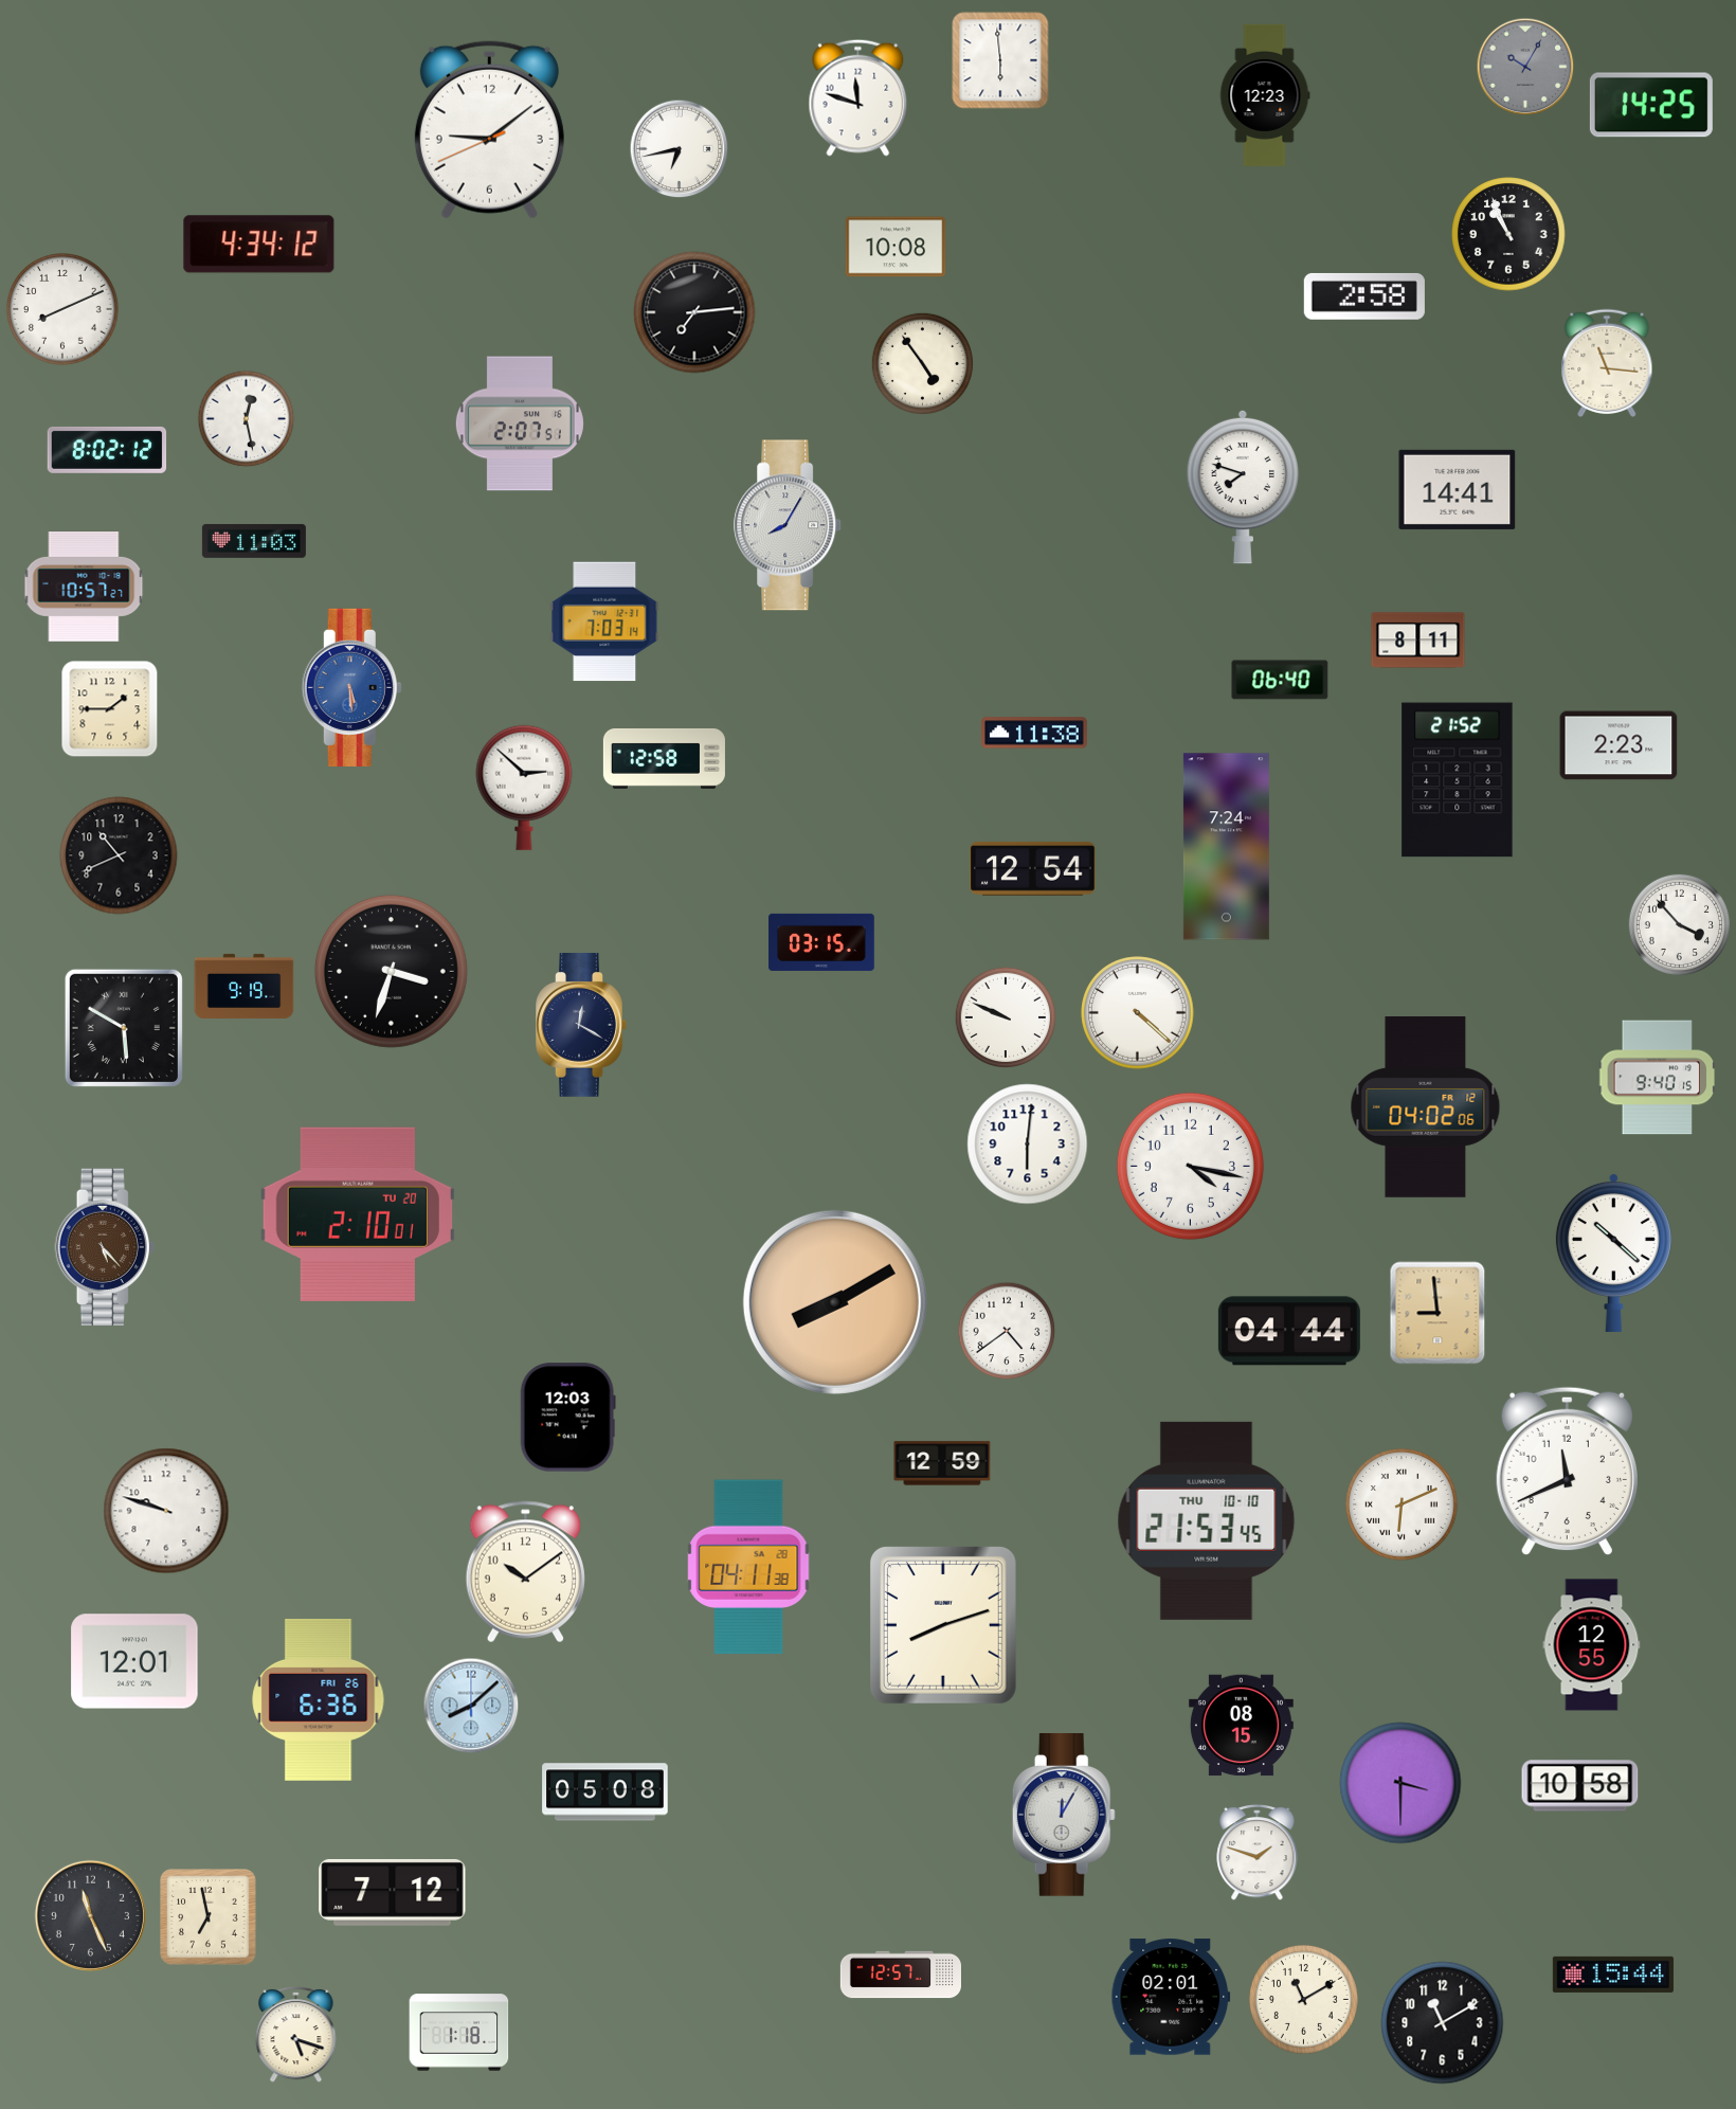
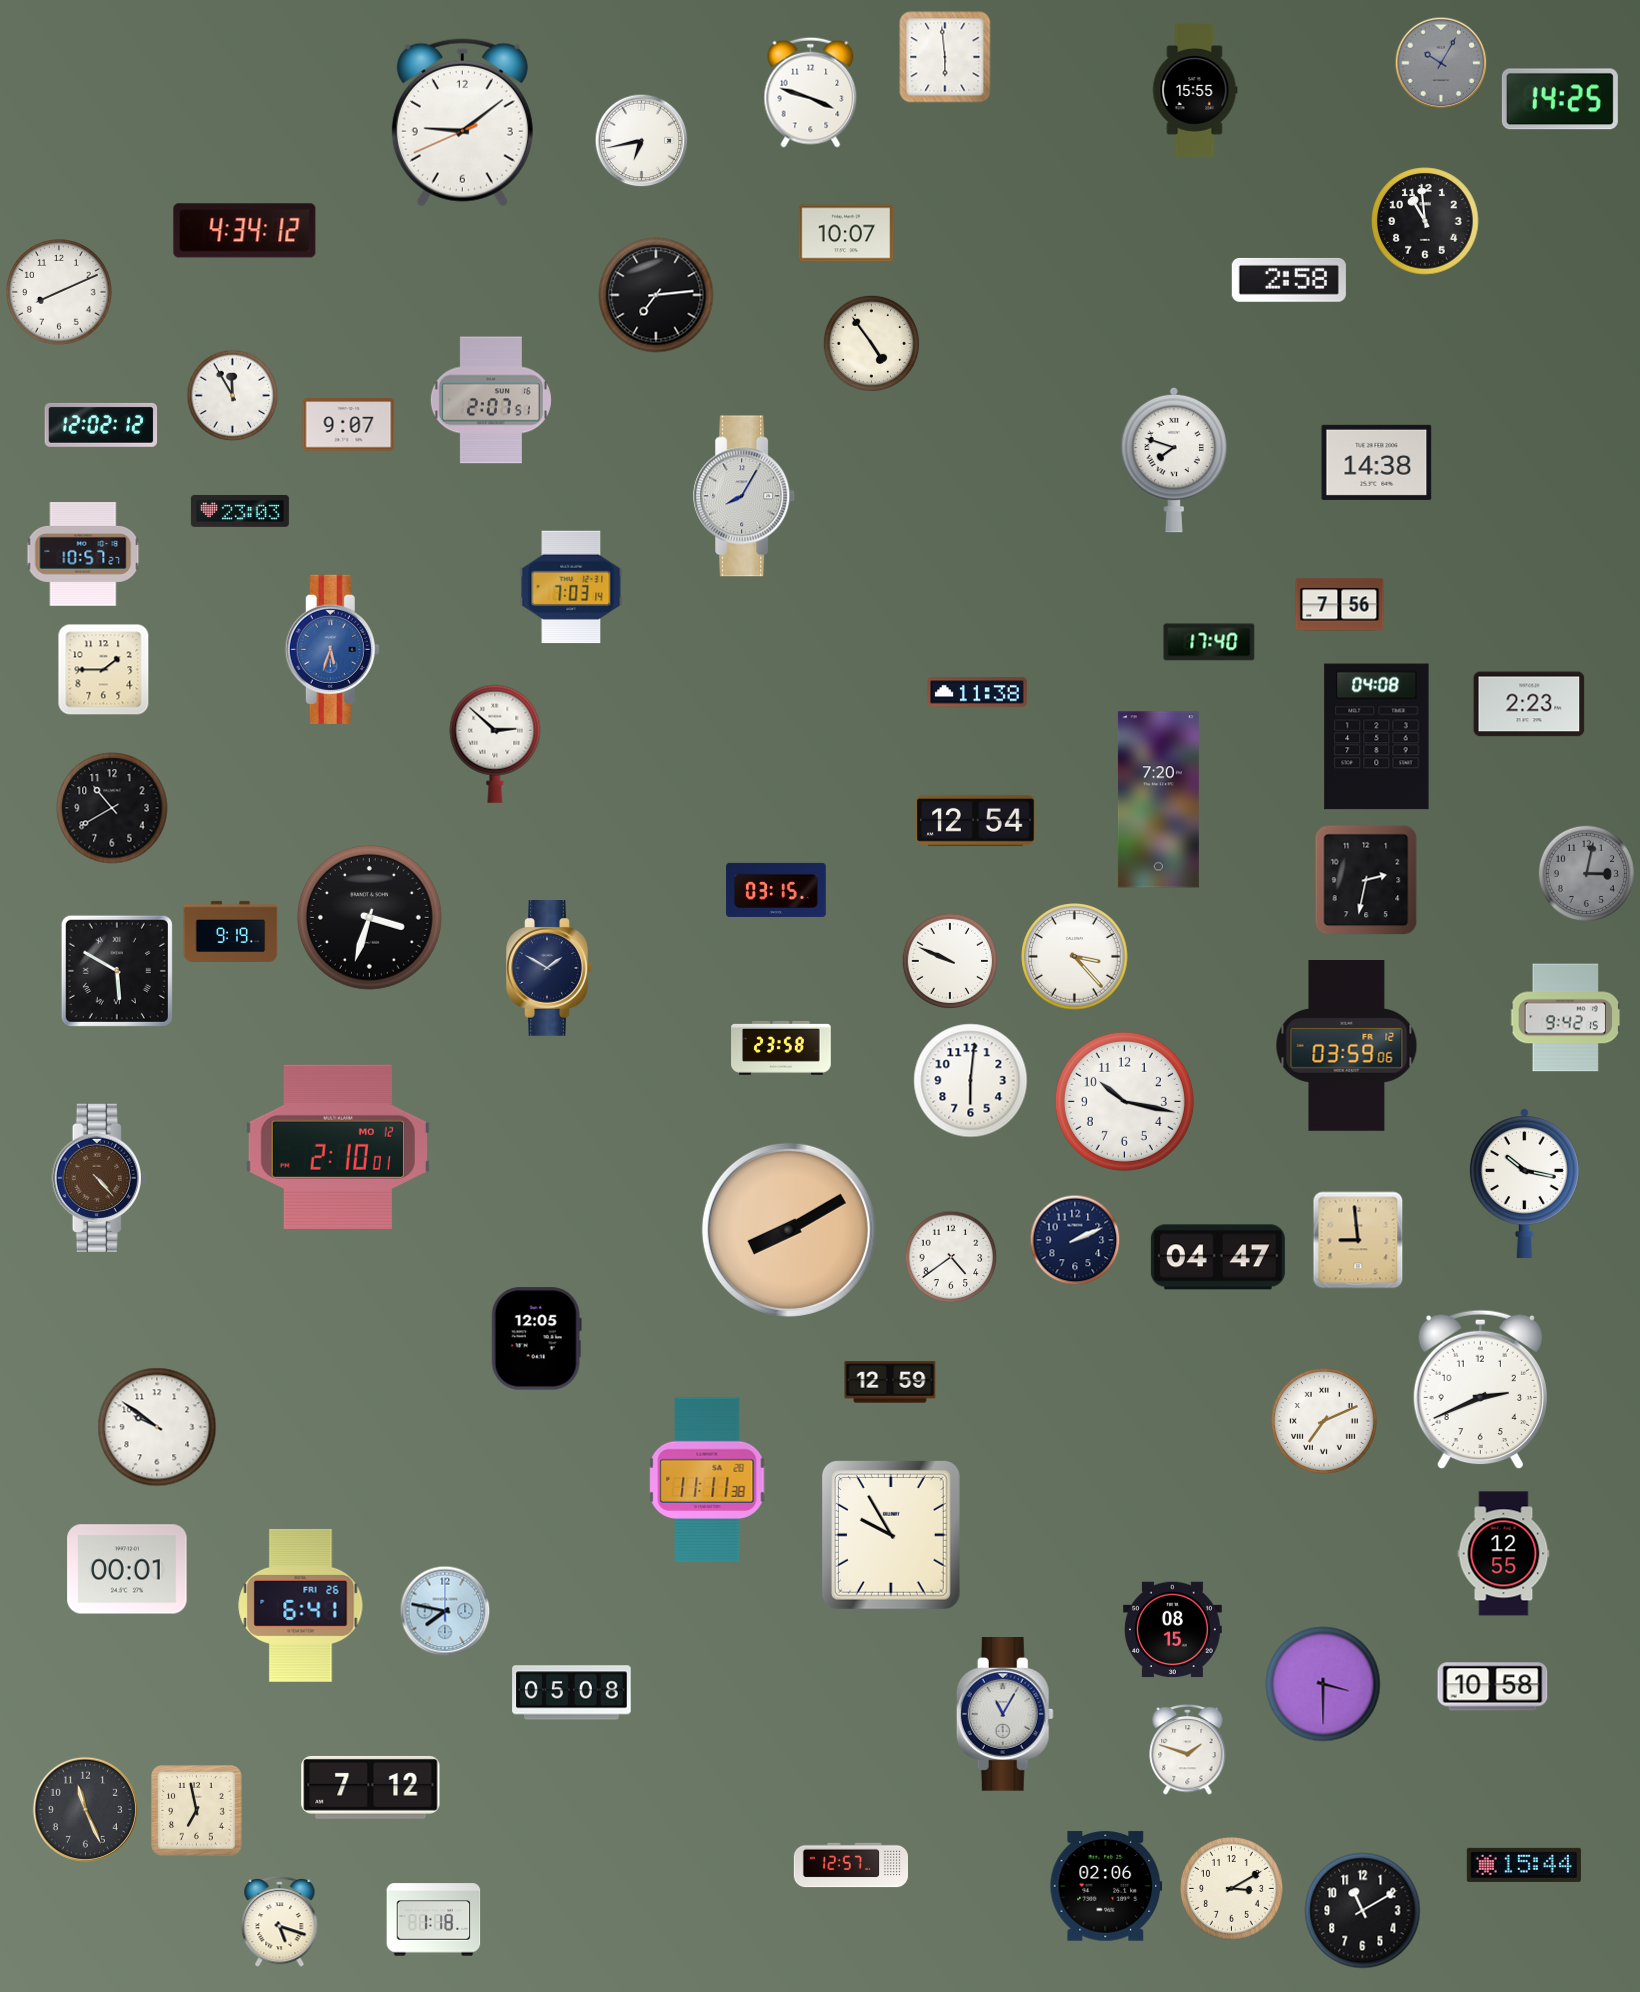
clock at (1265, 95): 12:23 -> 15:55
clock at (858, 97): 11:48 -> 3:48
clock at (1508, 234): 10:56 -> 10:59
clock at (896, 247): 10:08 -> 10:07
clock at (1607, 362): 11:16 -> none
clock at (247, 419): 12:28 -> 11:55
clock at (107, 450): 8:02 -> 12:02
clock at (349, 425): none -> 9:07
clock at (1458, 489): 14:41 -> 14:38
clock at (254, 541): 11:03 -> 23:03
clock at (84, 588) position: (84, 588) -> (83, 555)
clock at (1418, 641): 8:11 -> 7:56
clock at (1280, 680): 06:40 -> 17:40
clock at (351, 687): 5:29 -> 5:33
clock at (664, 758): 12:58 -> none
clock at (1458, 780): 21:52 -> 04:08
clock at (1226, 847): 7:24 -> 7:20
clock at (119, 855): 10:41 -> 10:40
clock at (1679, 924): 3:53 -> 3:02
clock at (1679, 924) dial: white -> grey
clock at (1366, 880): none -> 2:32
clock at (1138, 1013): 4:22 -> 3:23
clock at (581, 1026): 12:20 -> 1:50
clock at (1658, 1078): 9:40 -> 9:42
clock at (1426, 1107): 04:02 -> 03:59
clock at (781, 1048): none -> 23:58
clock at (1190, 1166): 4:17 -> 10:17
clock at (358, 1214) date: TU 20 -> MO 12
clock at (105, 1246): 5:23 -> 4:23
clock at (1613, 1252): 10:22 -> 10:17
clock at (1075, 1240): none -> 2:11
clock at (1289, 1331): 04:44 -> 04:47
clock at (567, 1418): 12:03 -> 12:05
clock at (1567, 1472): 11:41 -> 2:41
clock at (1402, 1504): 6:11 -> 7:11
clock at (166, 1511): 9:48 -> 9:51
clock at (1207, 1520): 21:53 -> none
clock at (748, 1567): 04:11 -> 11:11
clock at (525, 1572): 10:09 -> none
clock at (943, 1625): 8:12 -> 9:55
clock at (134, 1661): 12:01 -> 00:01
clock at (319, 1699): 6:36 -> 6:41
clock at (471, 1706): 8:08 -> 7:47
clock at (1064, 1816): 12:05 -> 11:05
clock at (1171, 1997): 02:01 -> 02:06
clock at (1303, 1999): 11:10 -> 3:10
